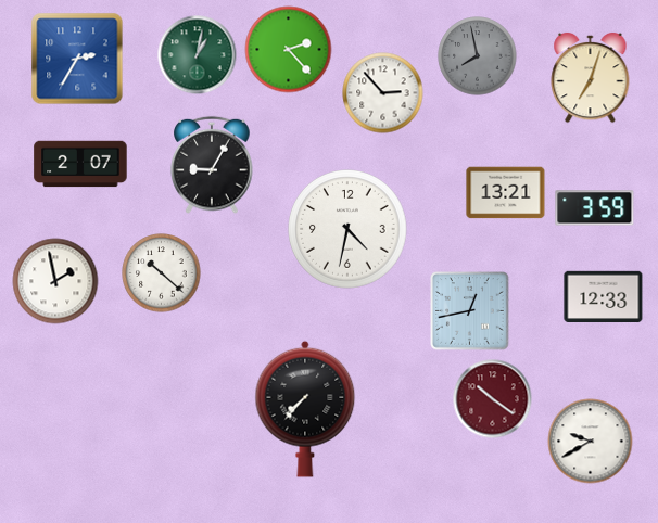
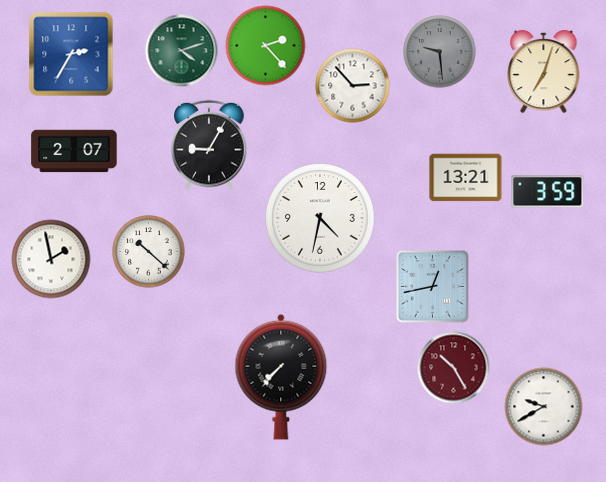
clock at (198, 55): 1:02 -> 4:12
clock at (478, 56): 7:58 -> 9:29
clock at (212, 165) position: (212, 165) -> (209, 145)
clock at (347, 229) position: (347, 229) -> (320, 218)
clock at (604, 296): 12:33 -> none
clock at (493, 399): 10:21 -> 10:25
